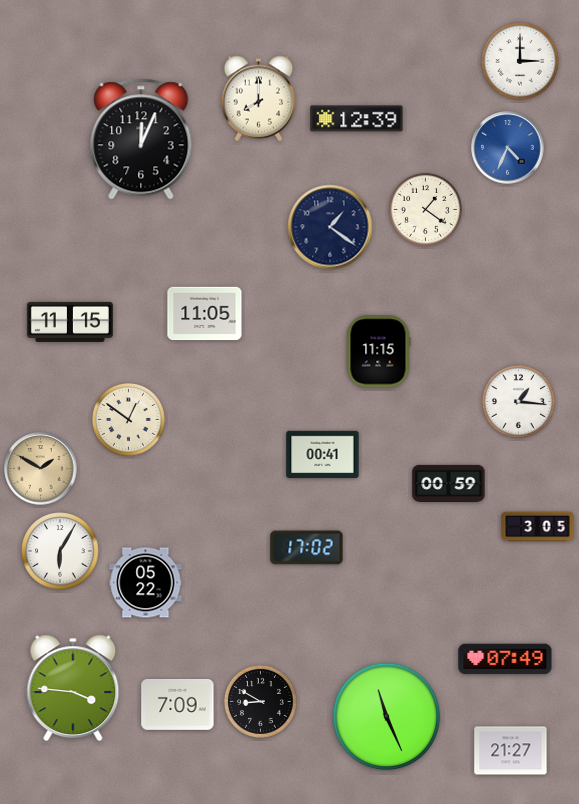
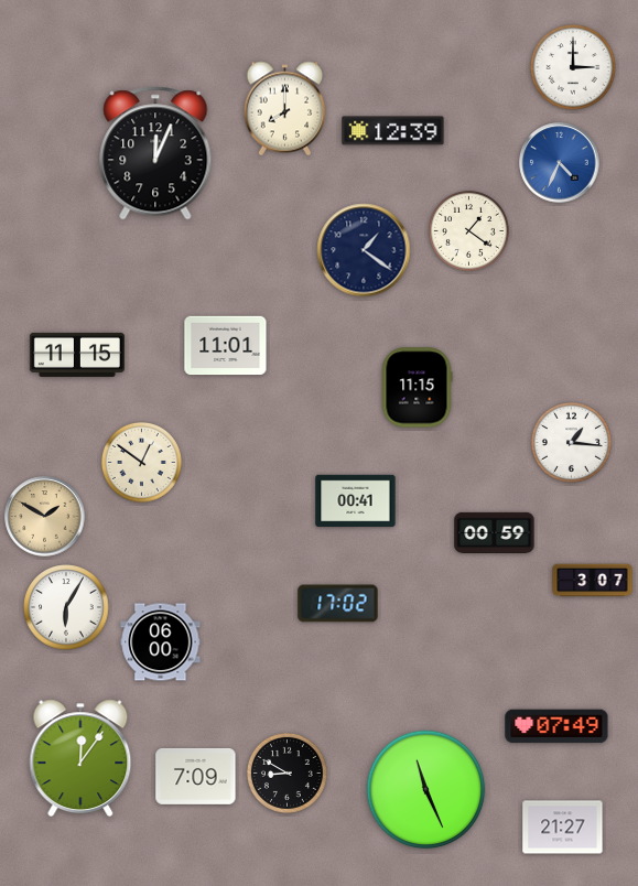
clock at (205, 314): 11:05 -> 11:01
clock at (538, 527): 3:05 -> 3:07
clock at (146, 583): 05:22 -> 06:00
clock at (73, 688): 3:46 -> 12:06
